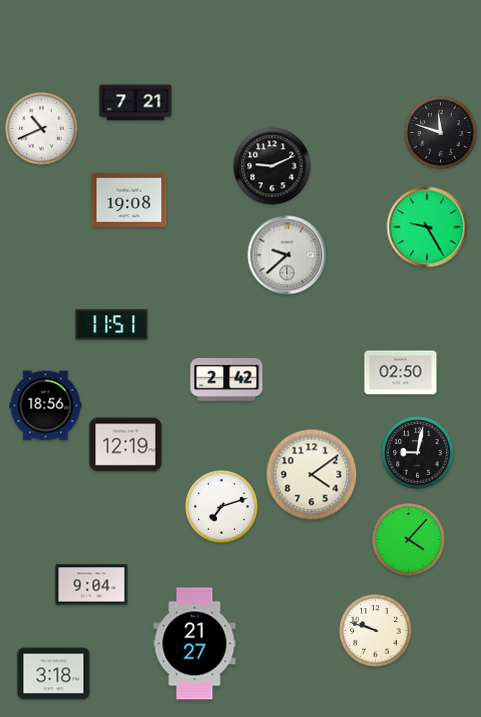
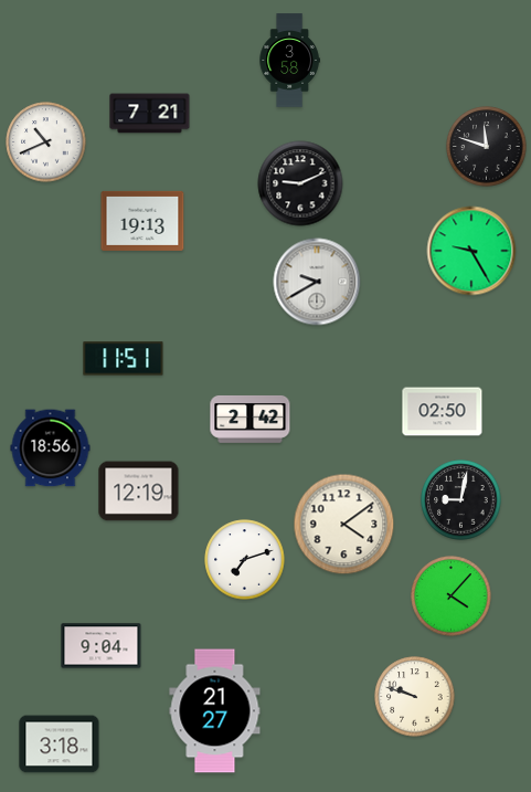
clock at (289, 61): none -> 3:58
clock at (129, 200): 19:08 -> 19:13
clock at (287, 255): 9:38 -> 9:40
